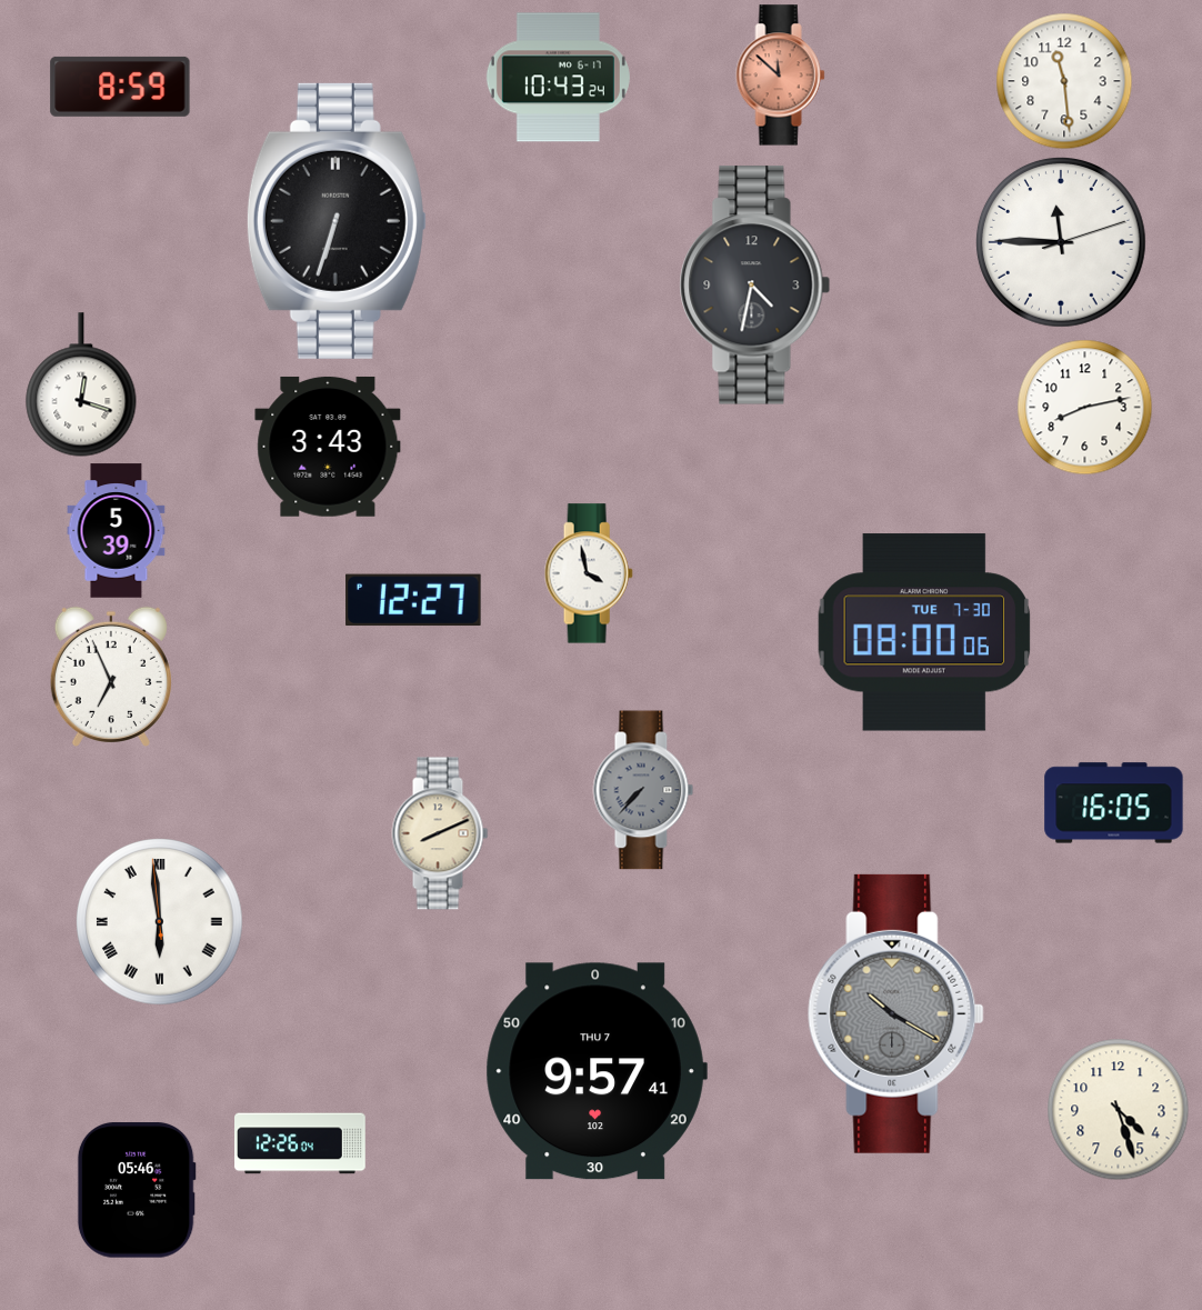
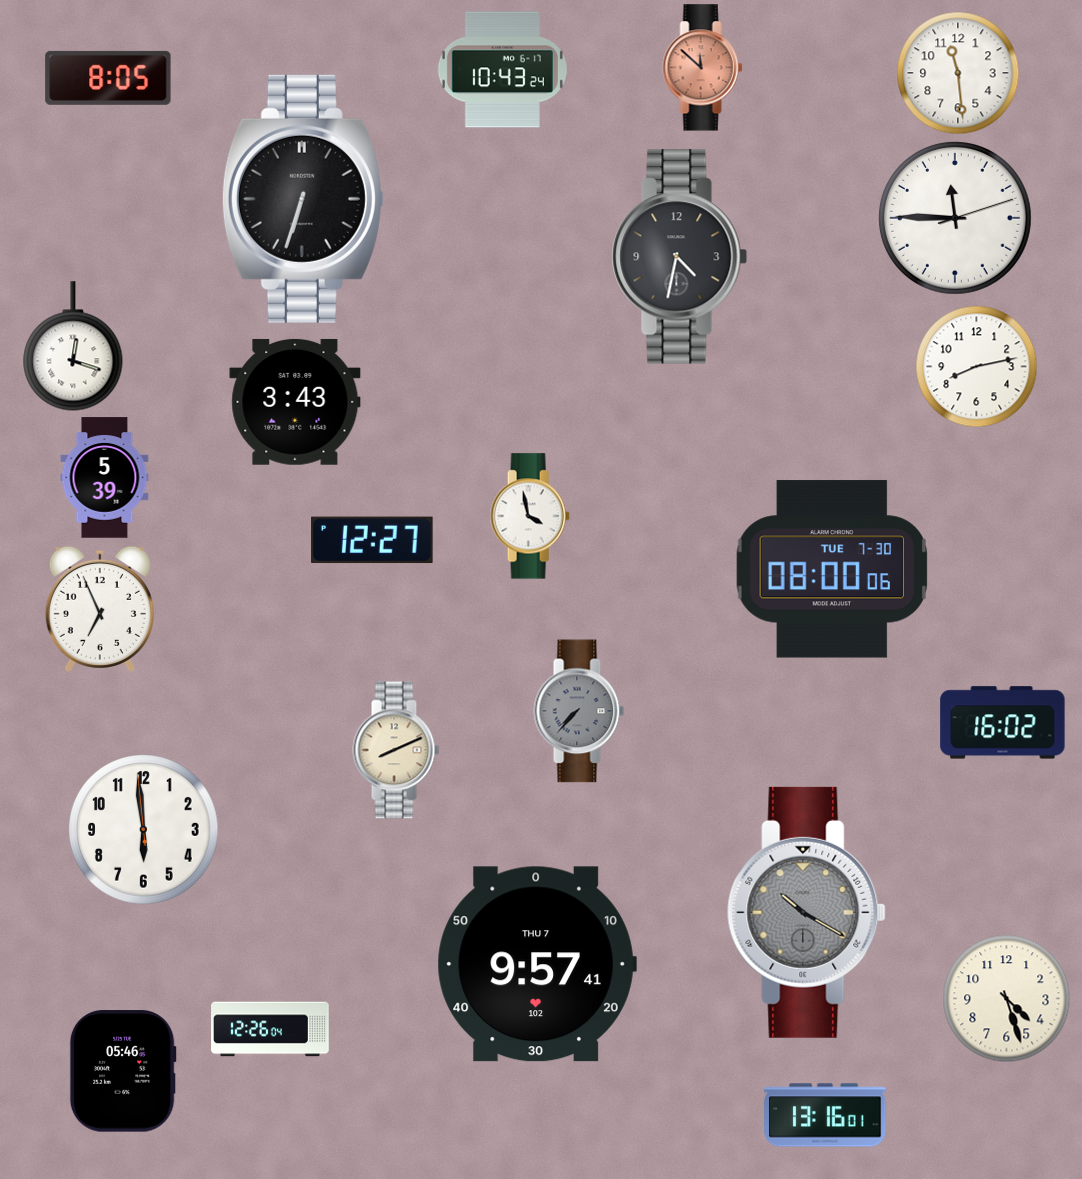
clock at (120, 87): 8:59 -> 8:05
clock at (1114, 803): 16:05 -> 16:02
clock at (160, 922) numerals: Roman -> Arabic
clock at (825, 1115): none -> 13:16
